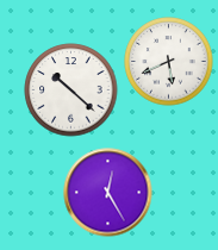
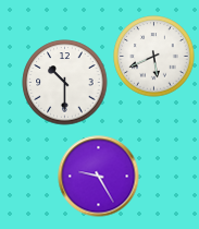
clock at (71, 90): 10:22 -> 10:30
clock at (108, 193): 12:25 -> 9:25
